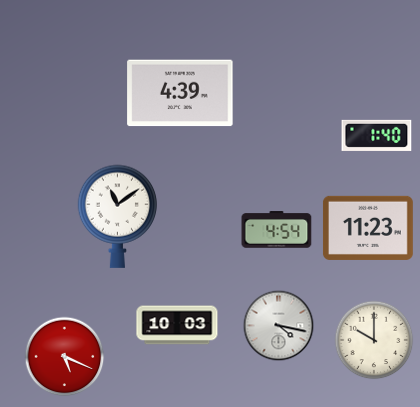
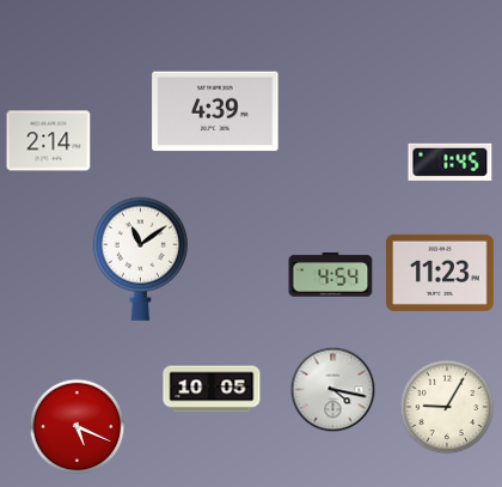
clock at (49, 141): none -> 2:14
clock at (377, 135): 1:40 -> 1:45
clock at (177, 325): 10:03 -> 10:05
clock at (374, 340): 10:00 -> 9:05
